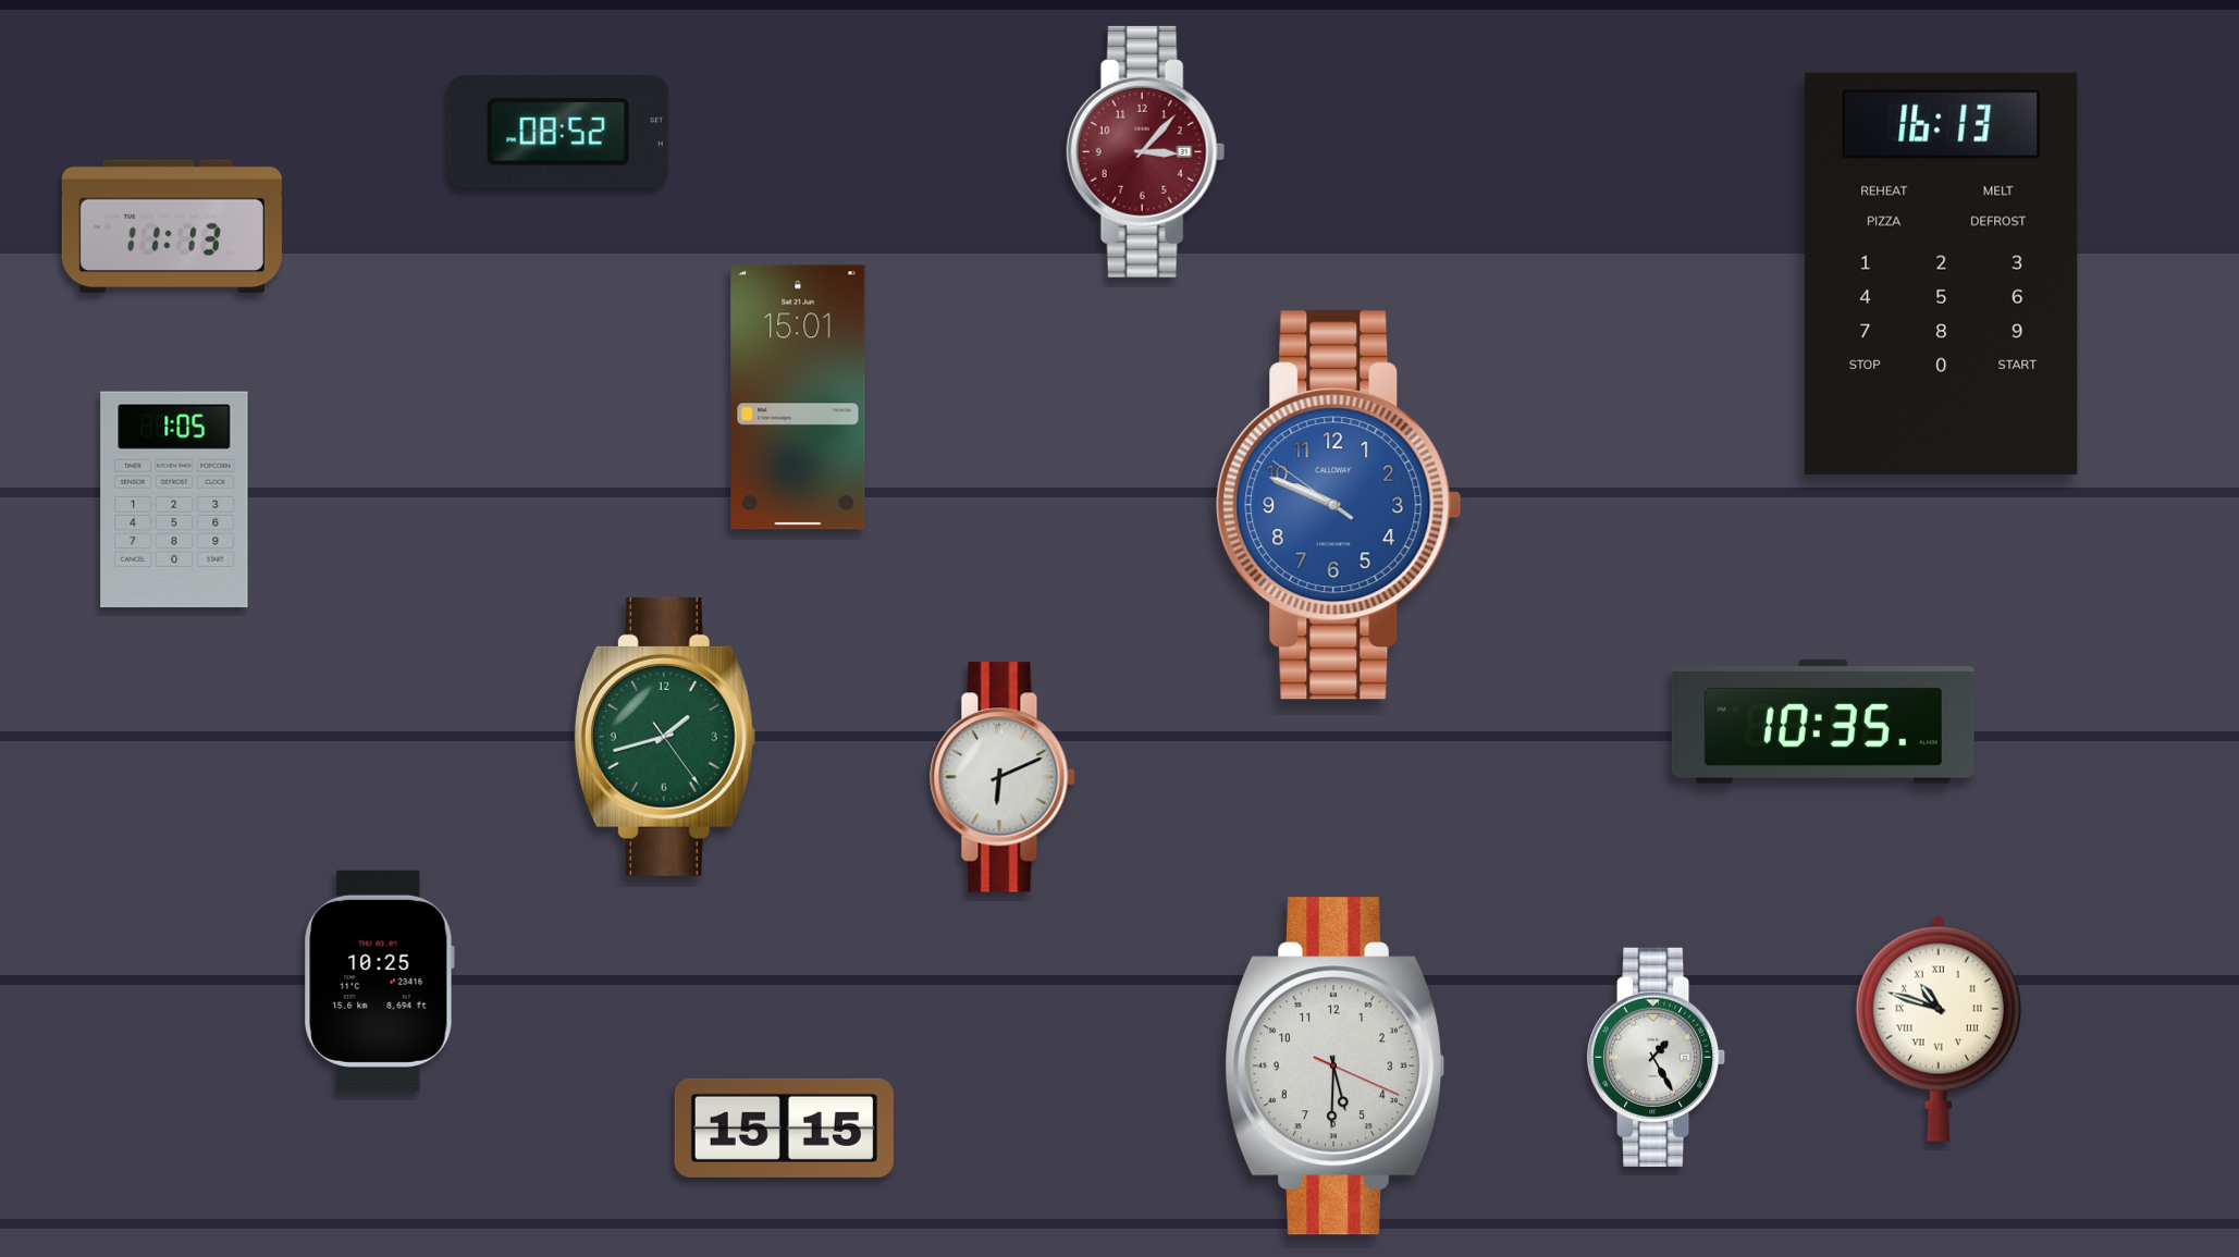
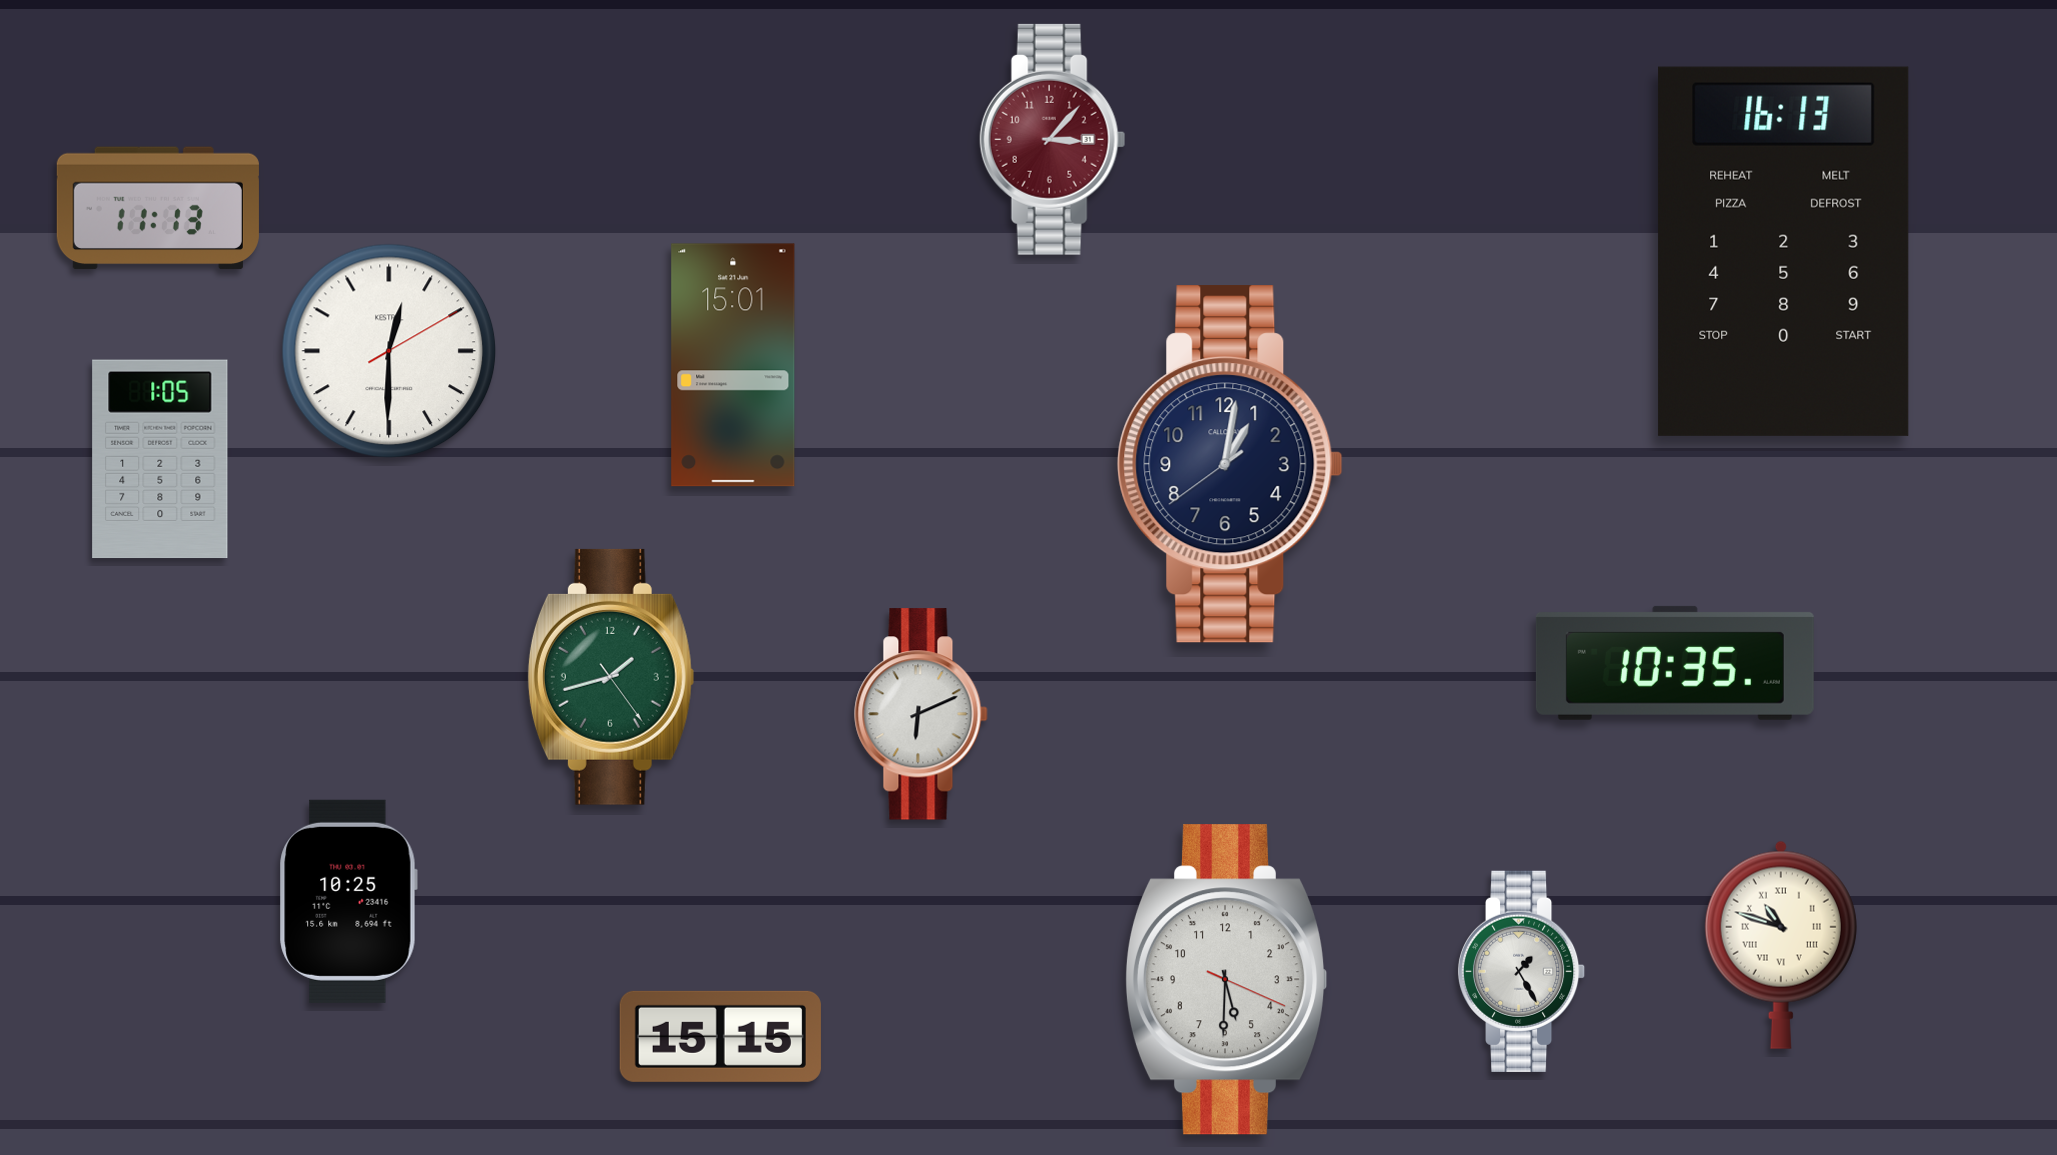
clock at (558, 132): 08:52 -> none
clock at (389, 351): none -> 12:30
clock at (1339, 505): 9:48 -> 1:01
clock at (1339, 505) dial: blue -> navy
